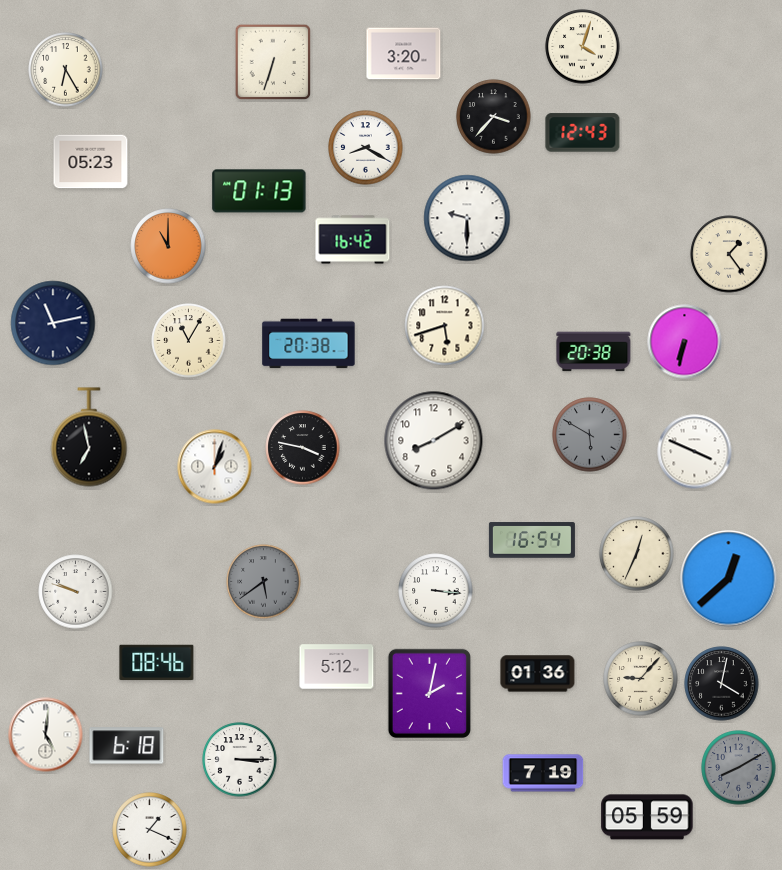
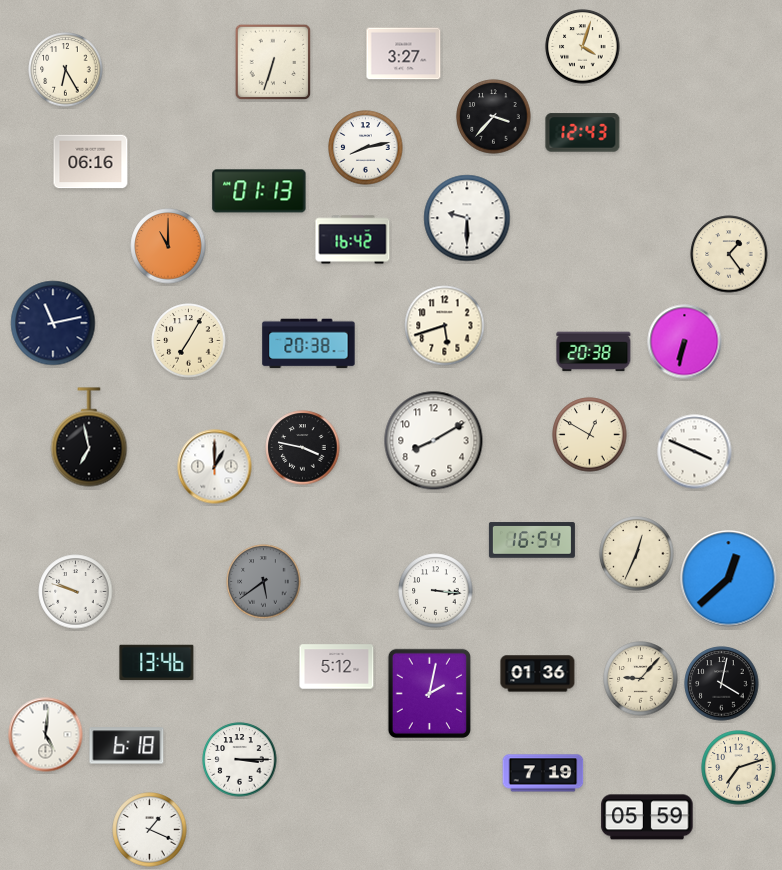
clock at (404, 54): 3:20 -> 3:27
clock at (366, 148): 8:20 -> 8:13
clock at (91, 162): 05:23 -> 06:16
clock at (189, 341): 11:05 -> 7:05
clock at (590, 435): 5:50 -> 12:50
clock at (590, 435) dial: grey -> cream
clock at (215, 467): 1:03 -> 1:00
clock at (157, 663): 08:46 -> 13:46
clock at (739, 768): 8:10 -> 7:12
clock at (739, 768) dial: grey -> cream
